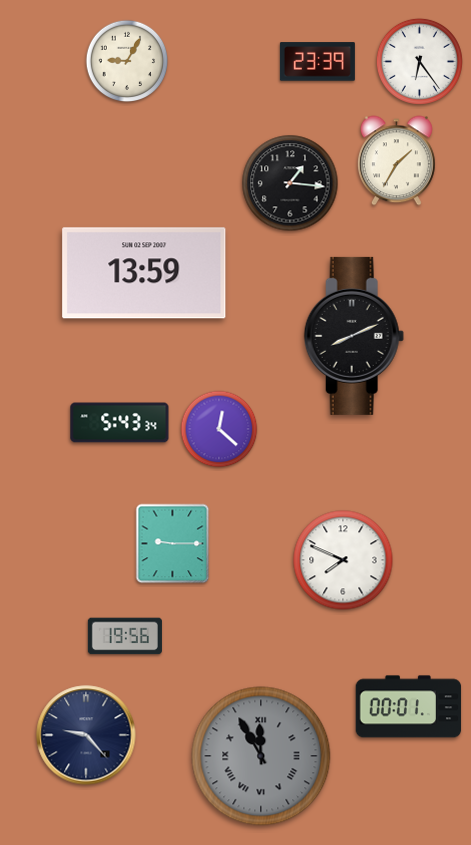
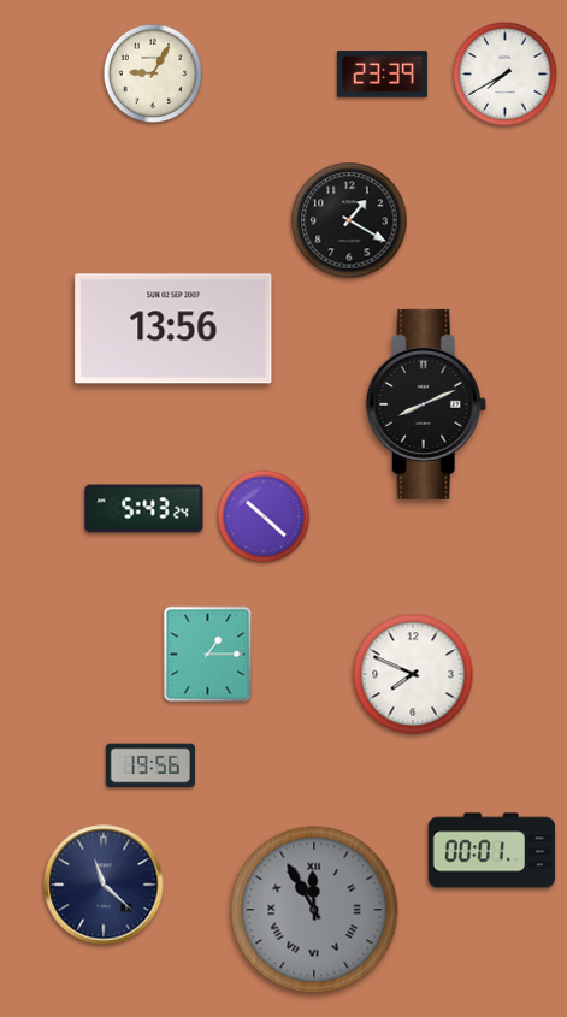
clock at (419, 61): 6:24 -> 7:40
clock at (396, 161): 1:35 -> none
clock at (290, 183): 1:16 -> 1:20
clock at (144, 273): 13:59 -> 13:56
clock at (120, 423): 5:43:34 -> 5:43:24
clock at (219, 429): 12:22 -> 10:22
clock at (173, 544): 9:15 -> 1:15
clock at (86, 735): 9:23 -> 11:22
